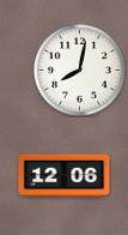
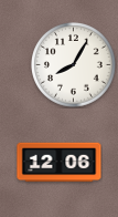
clock at (80, 71): 8:02 -> 8:05
